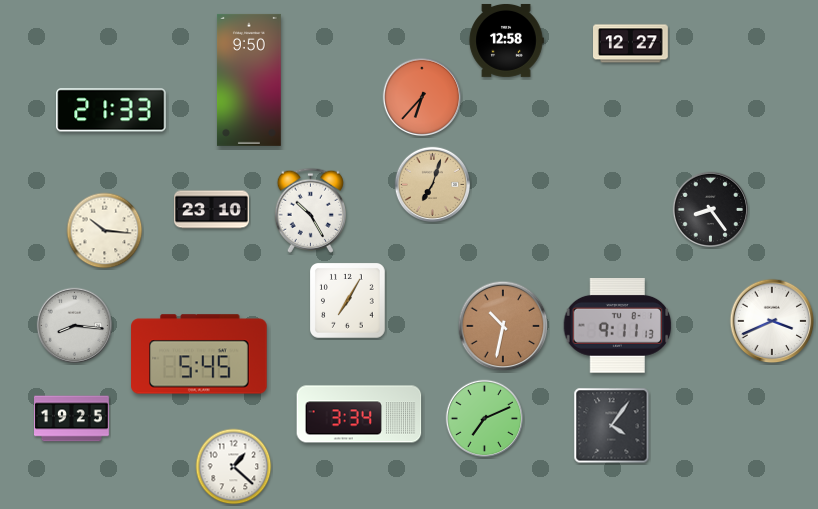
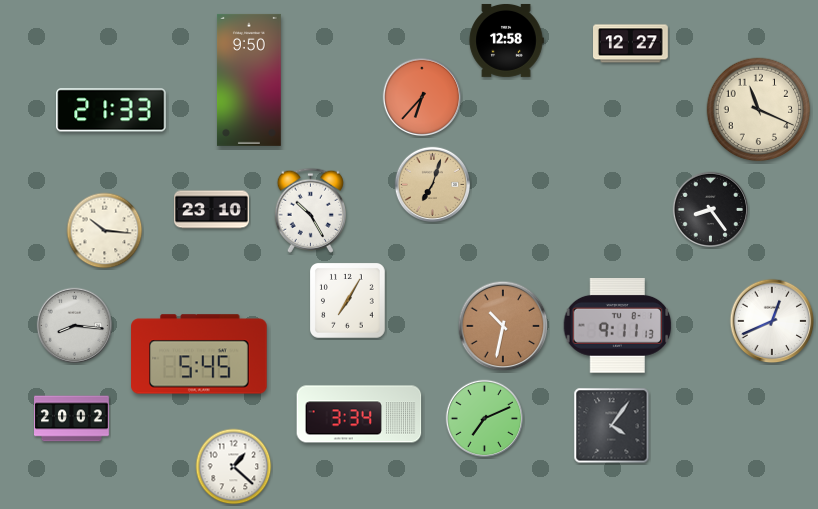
clock at (759, 110): none -> 11:19
clock at (772, 321): 3:41 -> 12:41
clock at (72, 419): 19:25 -> 20:02
